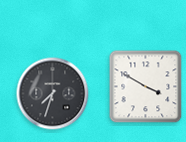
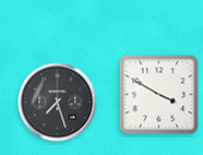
clock at (53, 94): 7:33 -> 7:27
